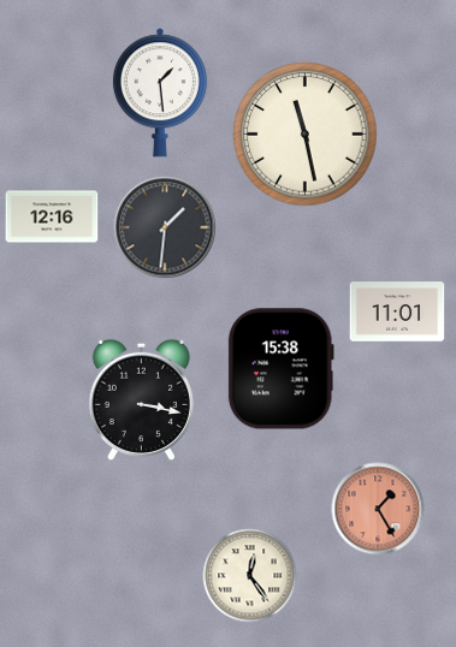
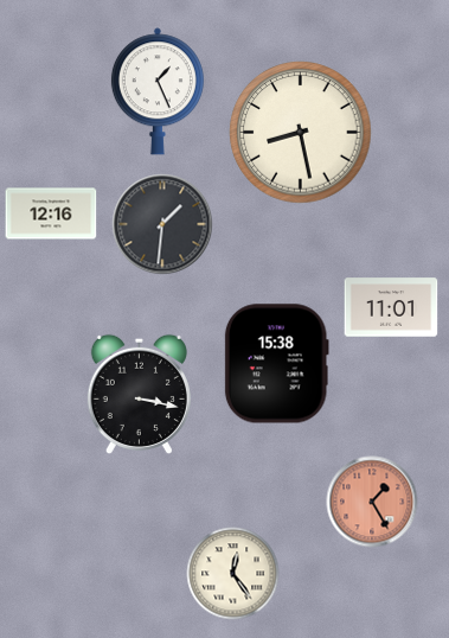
clock at (160, 93): 1:29 -> 1:26
clock at (306, 135): 11:28 -> 8:28
clock at (250, 576) position: (250, 576) -> (233, 574)
